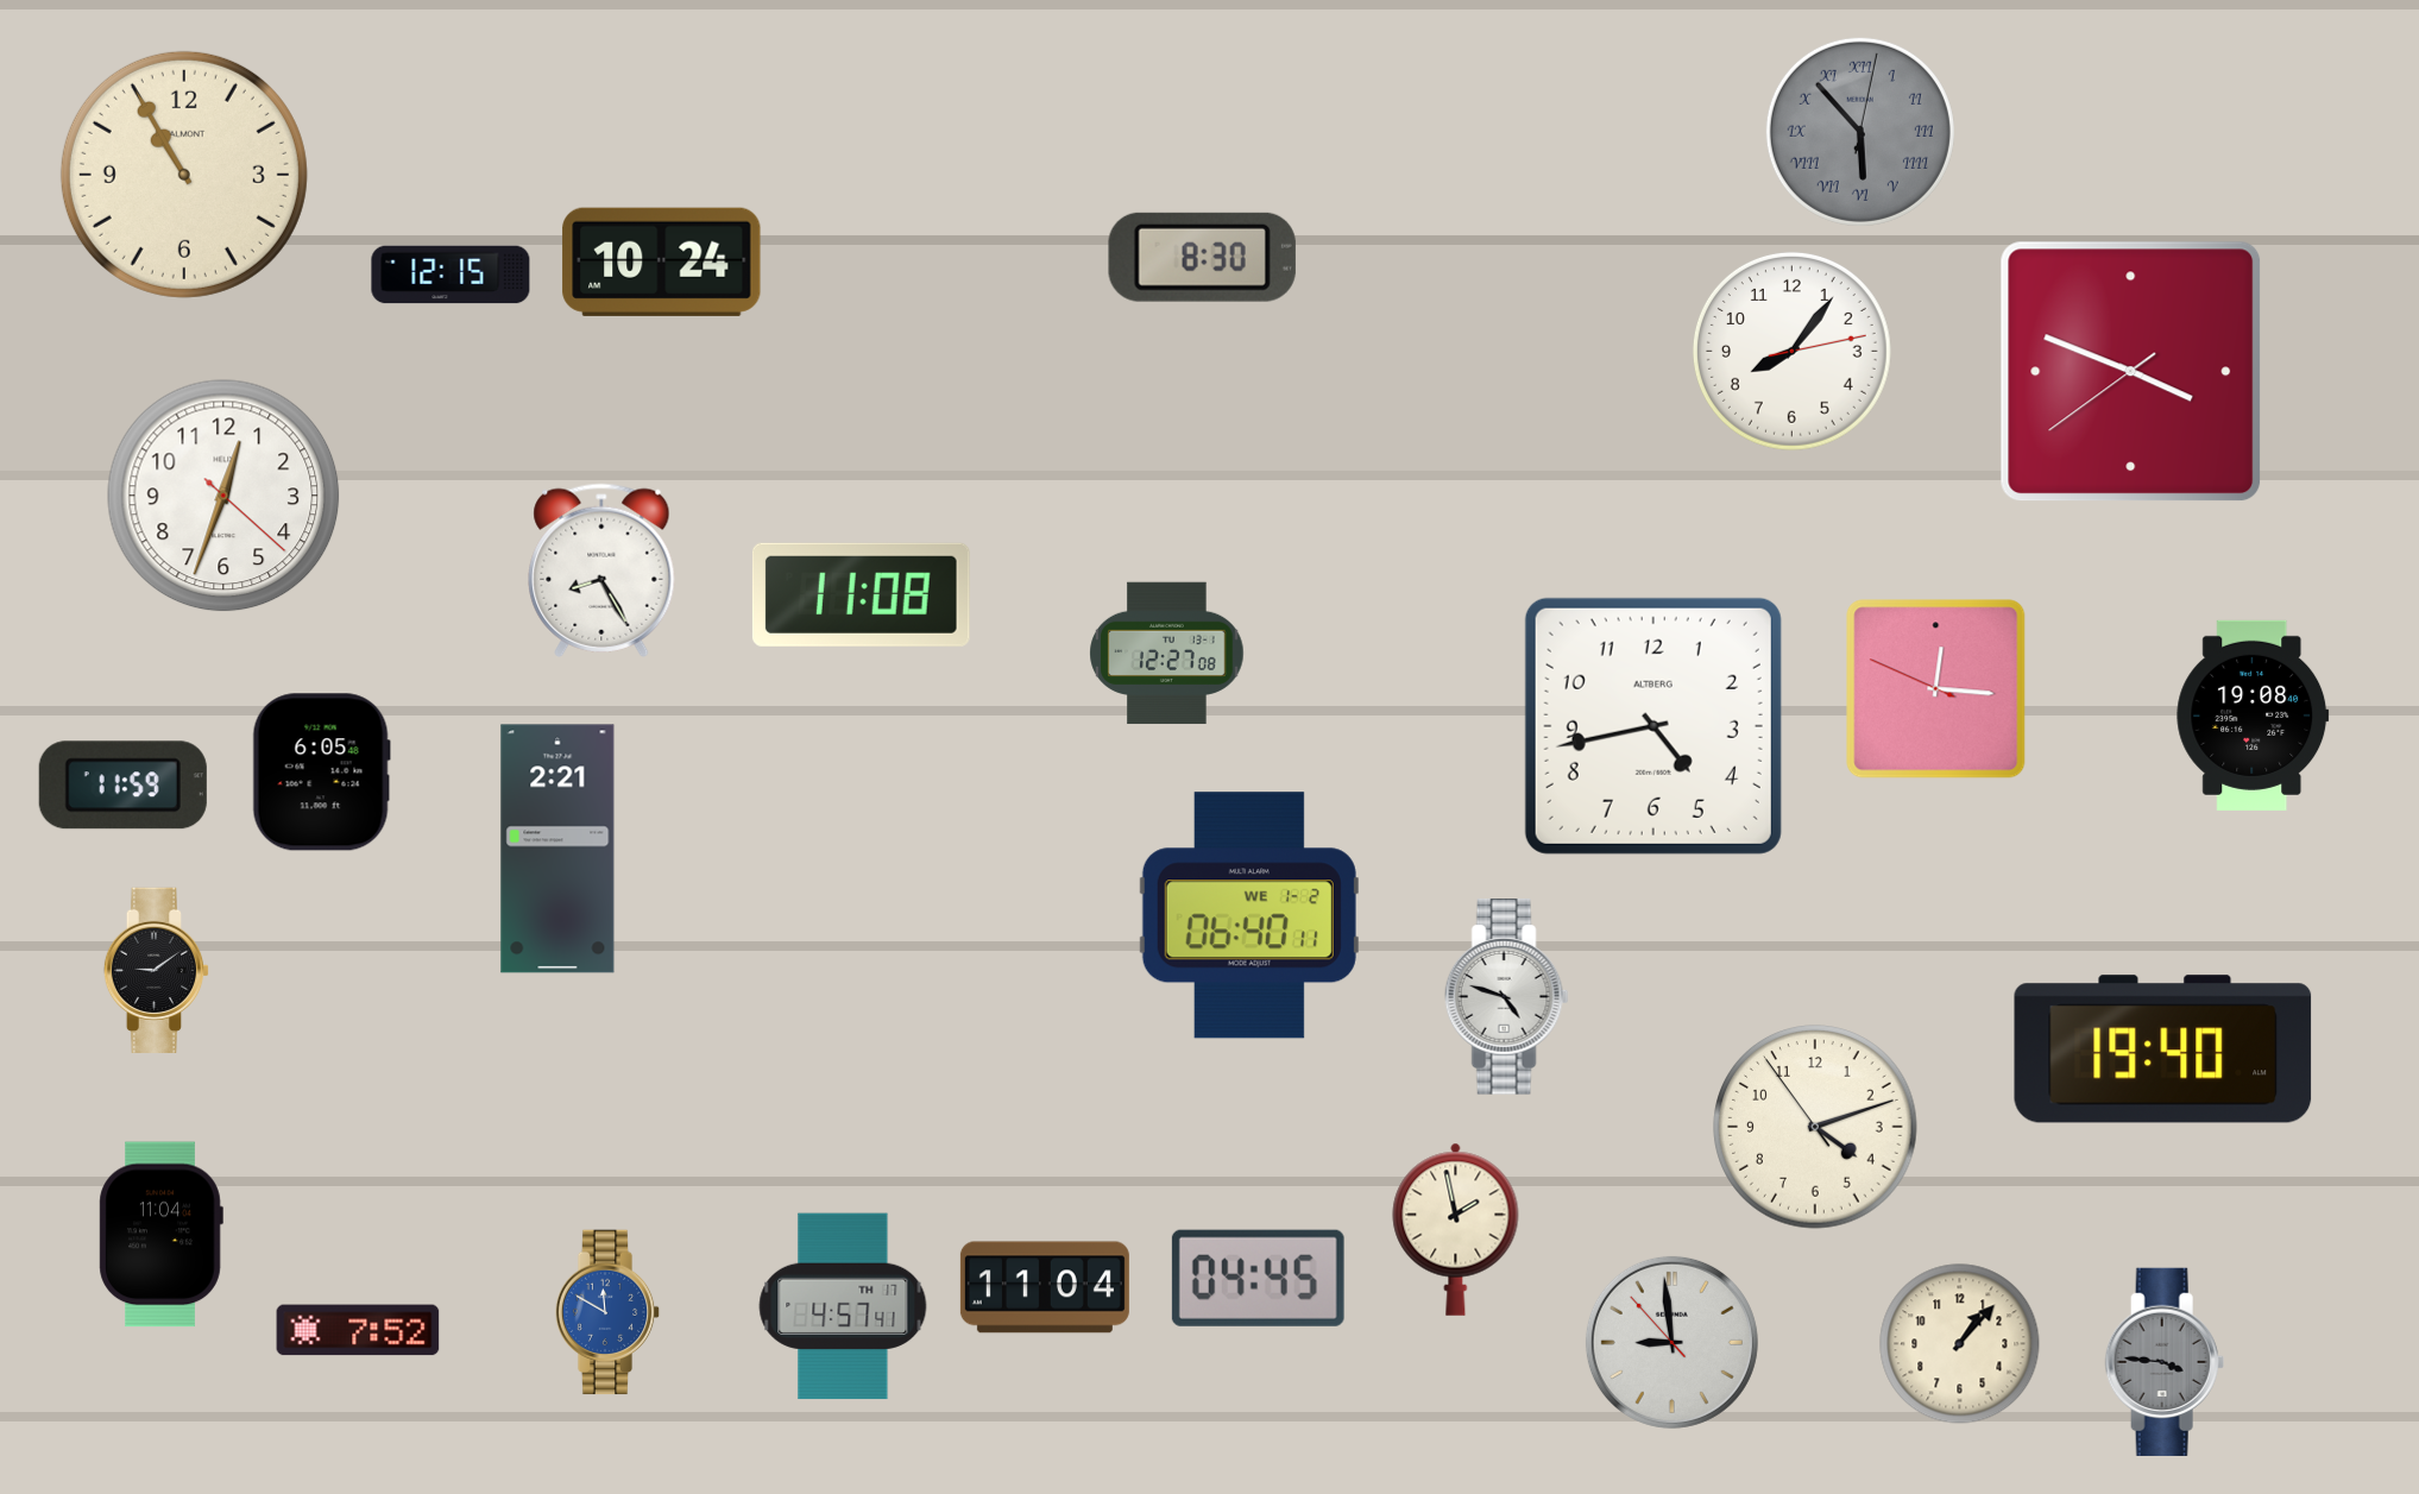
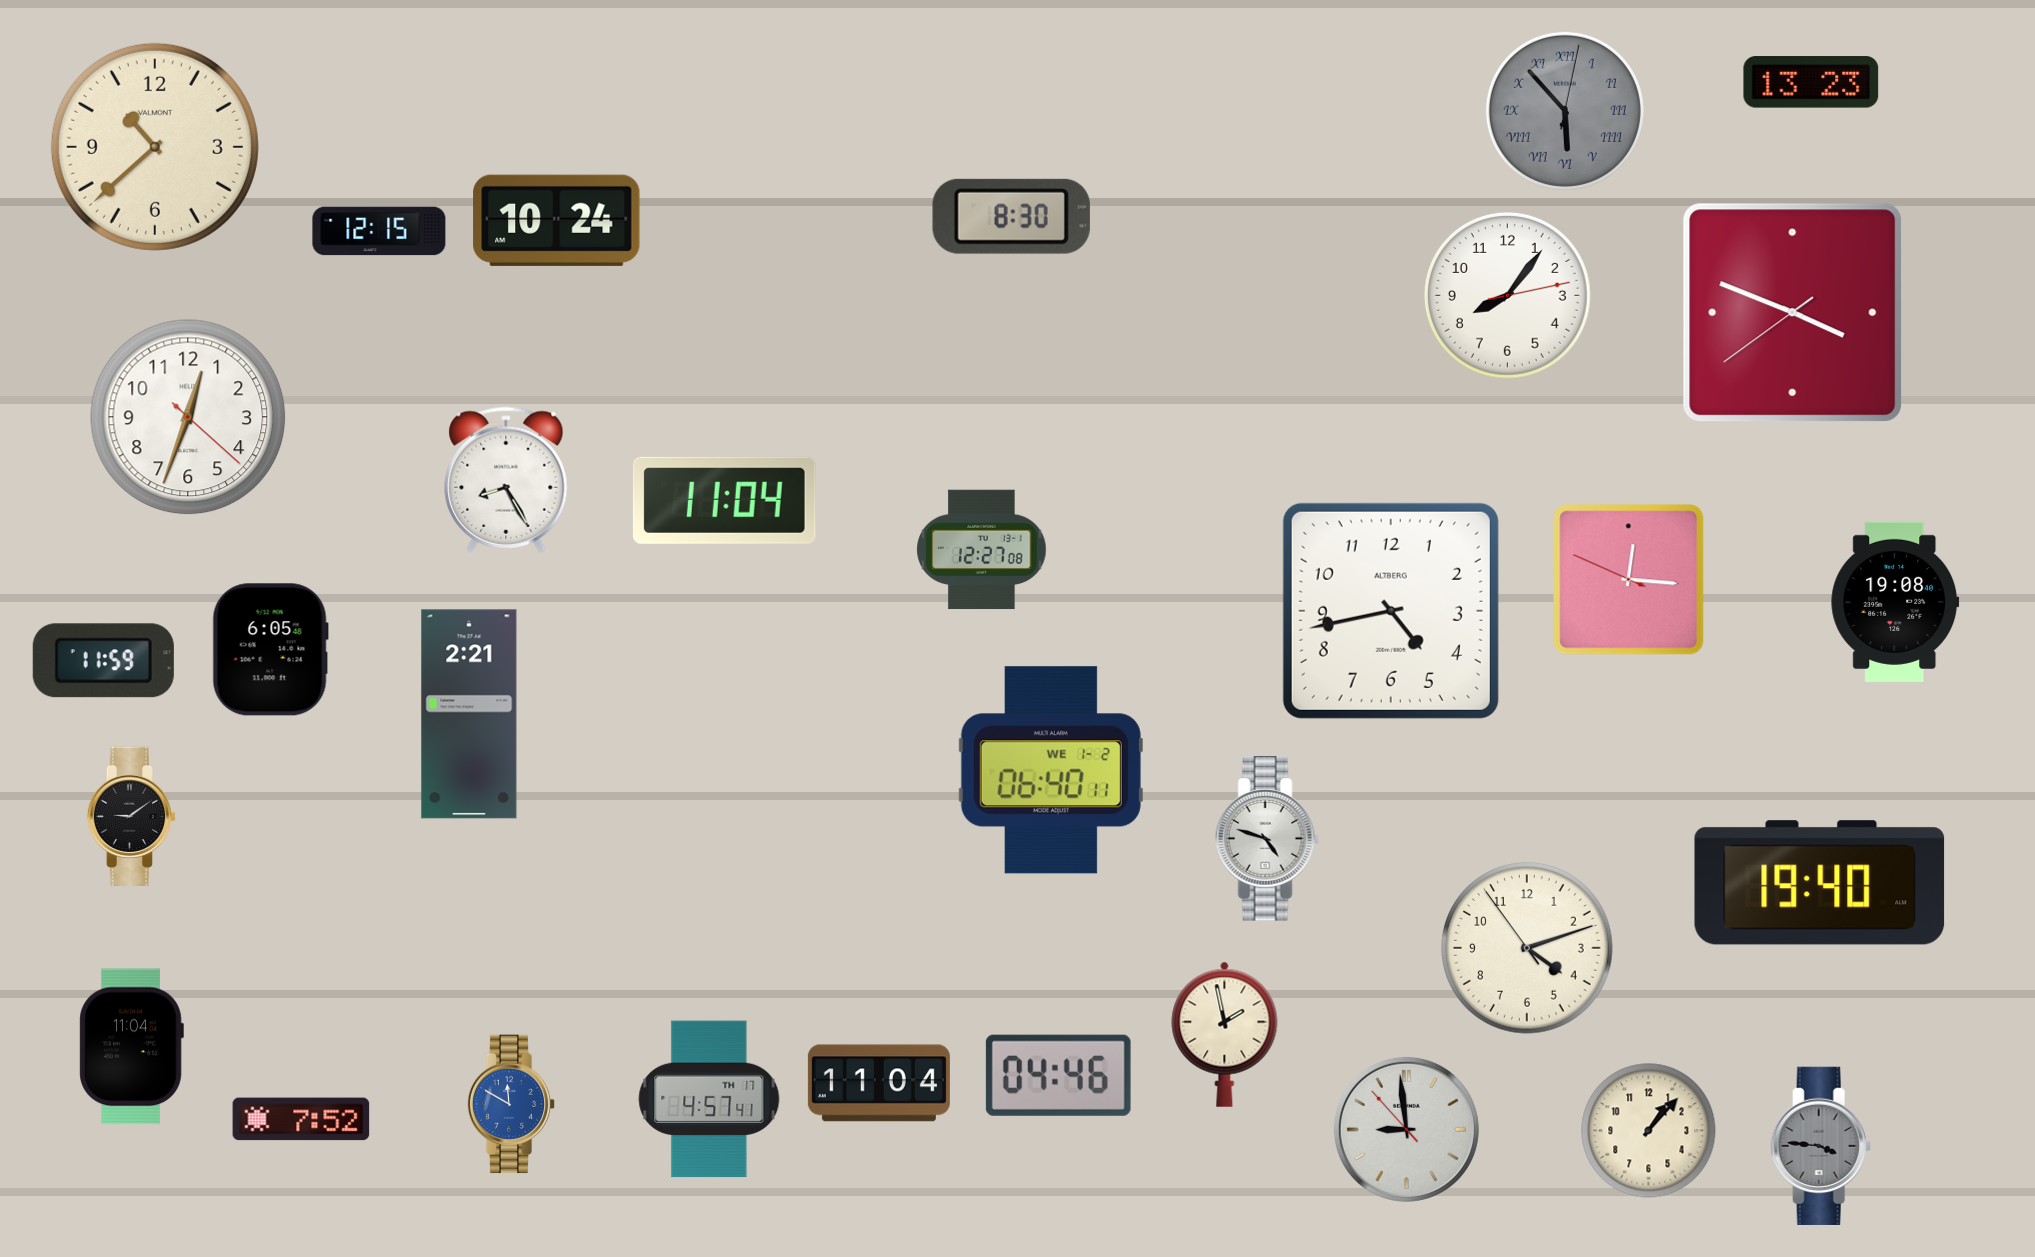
clock at (1811, 82): none -> 13:23
clock at (184, 175): 10:55 -> 10:38
clock at (861, 594): 11:08 -> 11:04
clock at (160, 1235) position: (160, 1235) -> (131, 1047)
clock at (1258, 1278): 04:45 -> 04:46
